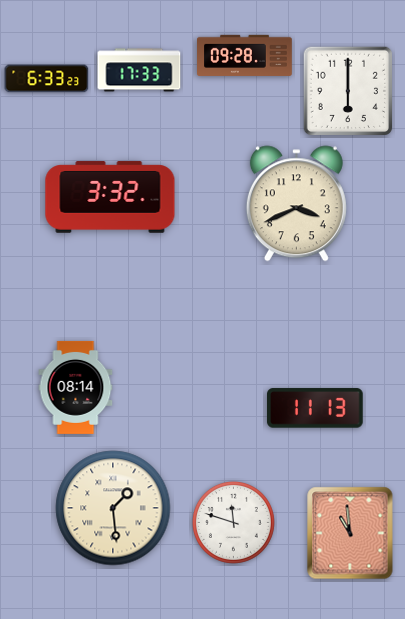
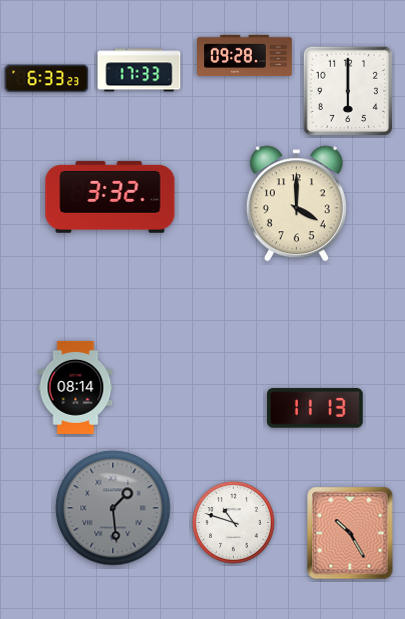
clock at (296, 204): 3:41 -> 4:00
clock at (113, 508) dial: cream -> grey
clock at (233, 522): 11:48 -> 10:48
clock at (350, 533): 10:59 -> 10:25
